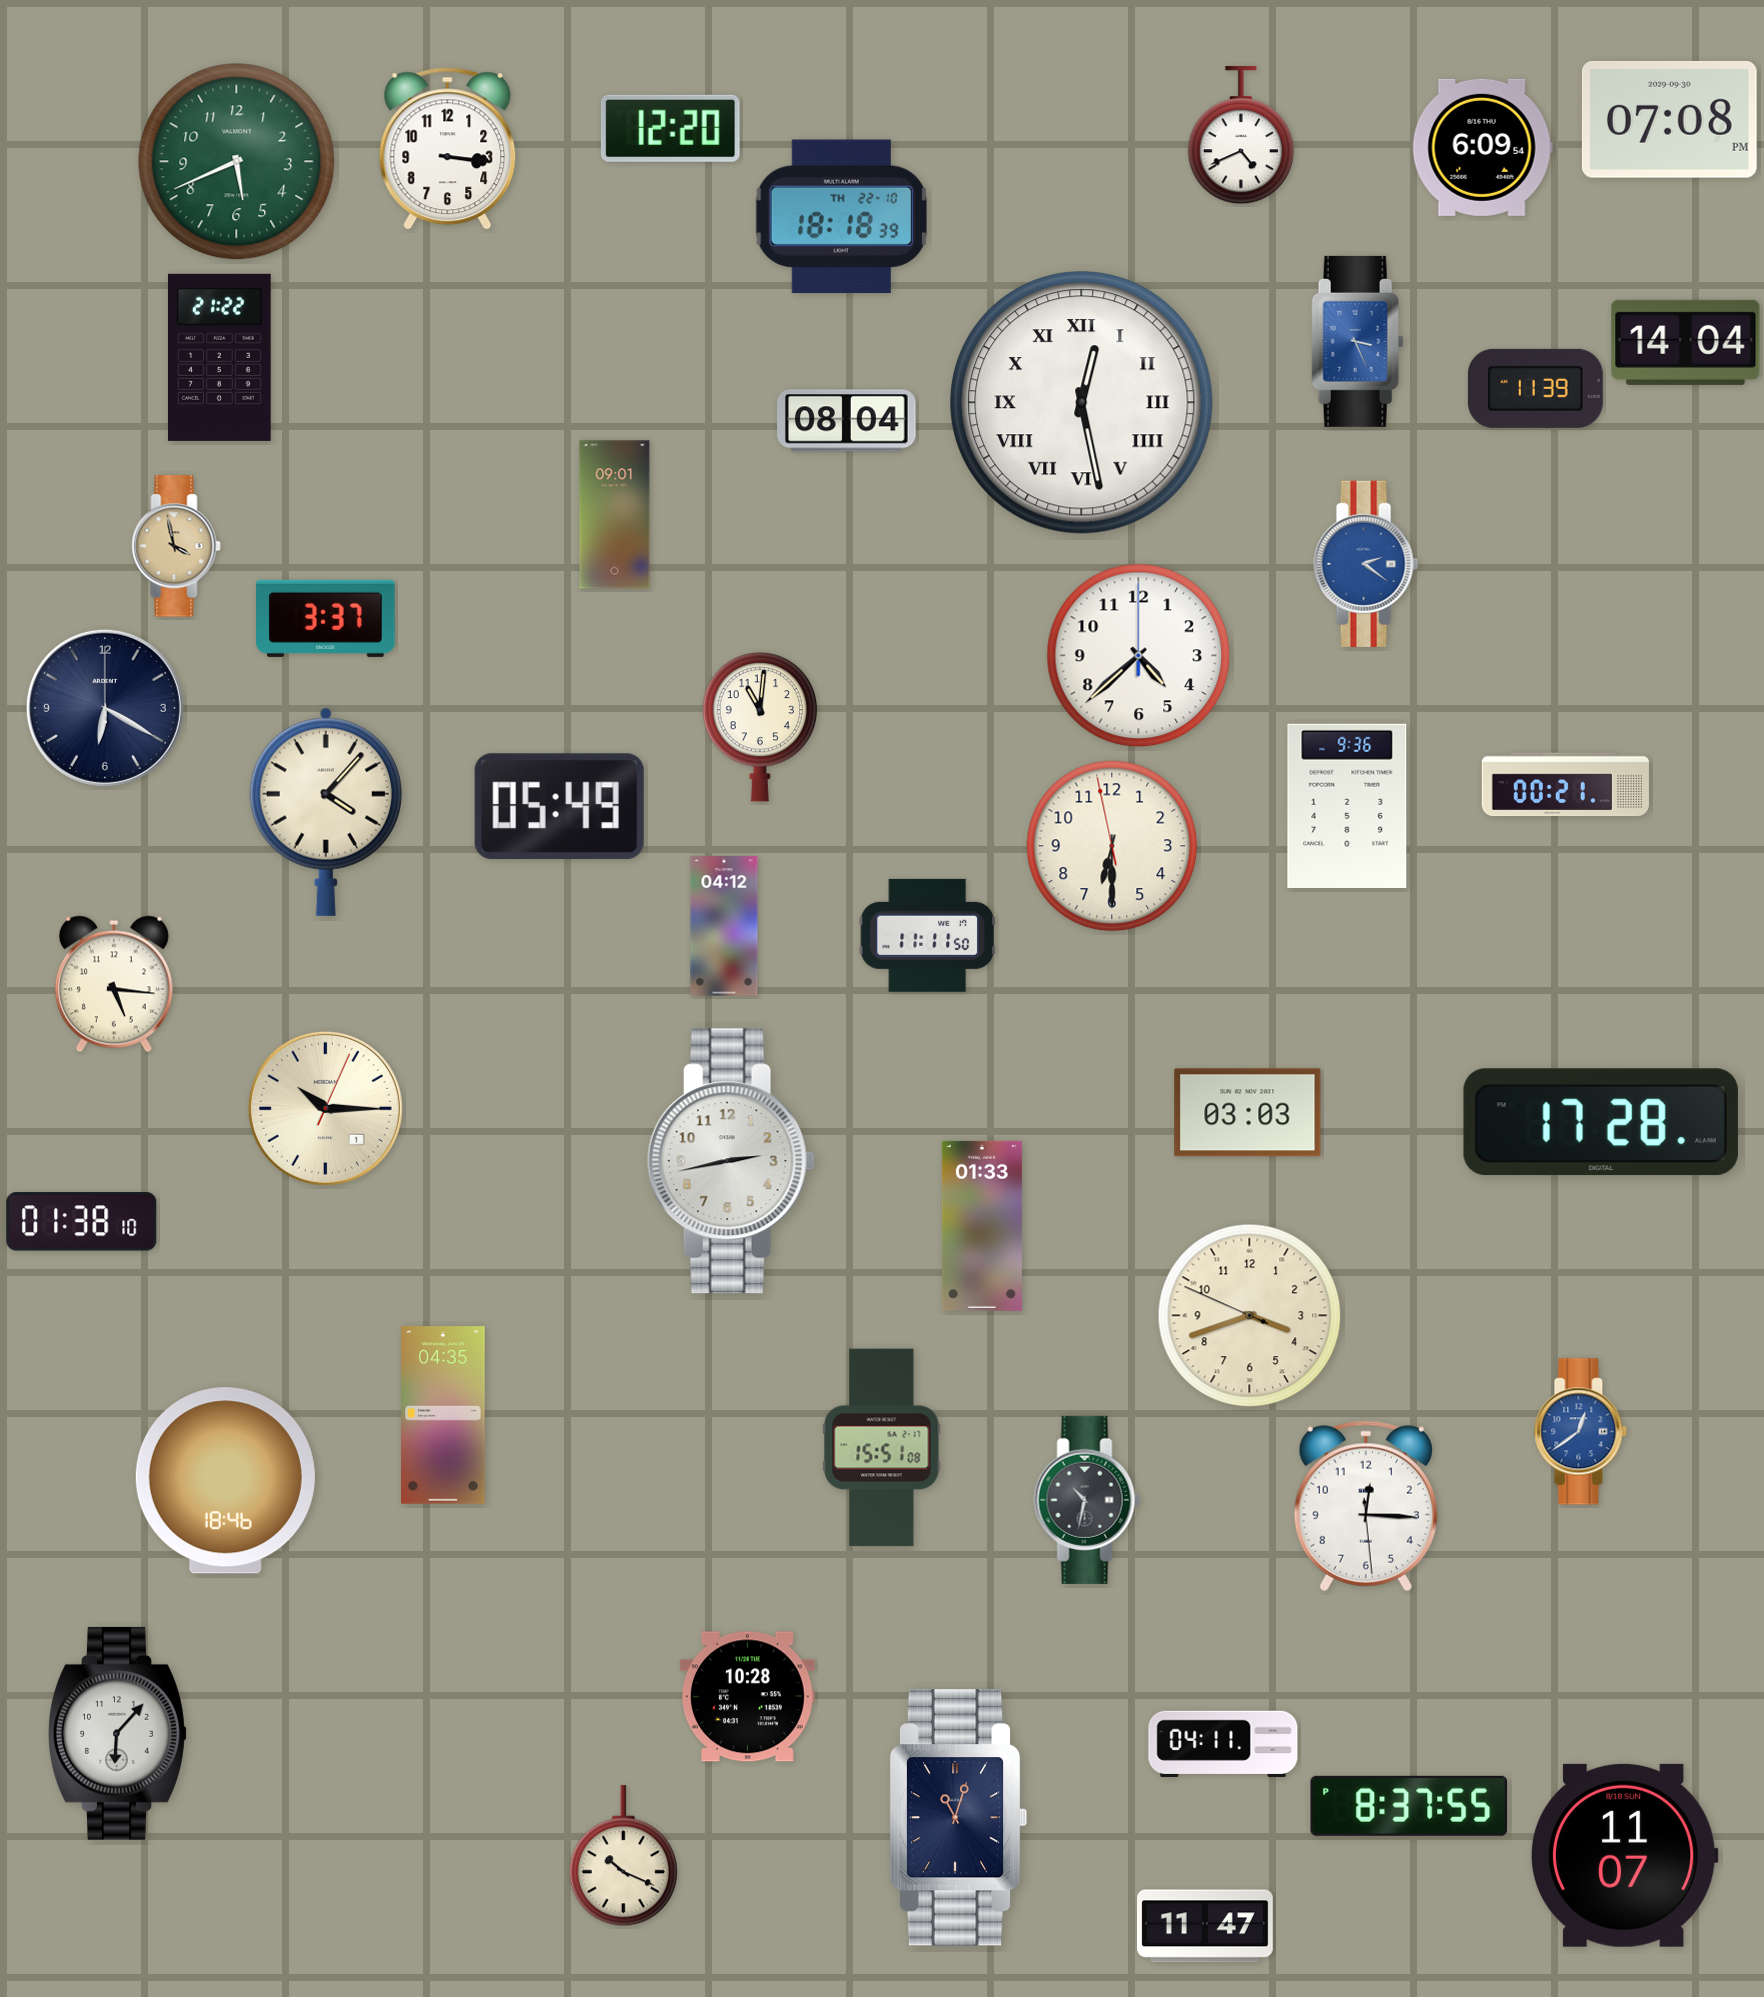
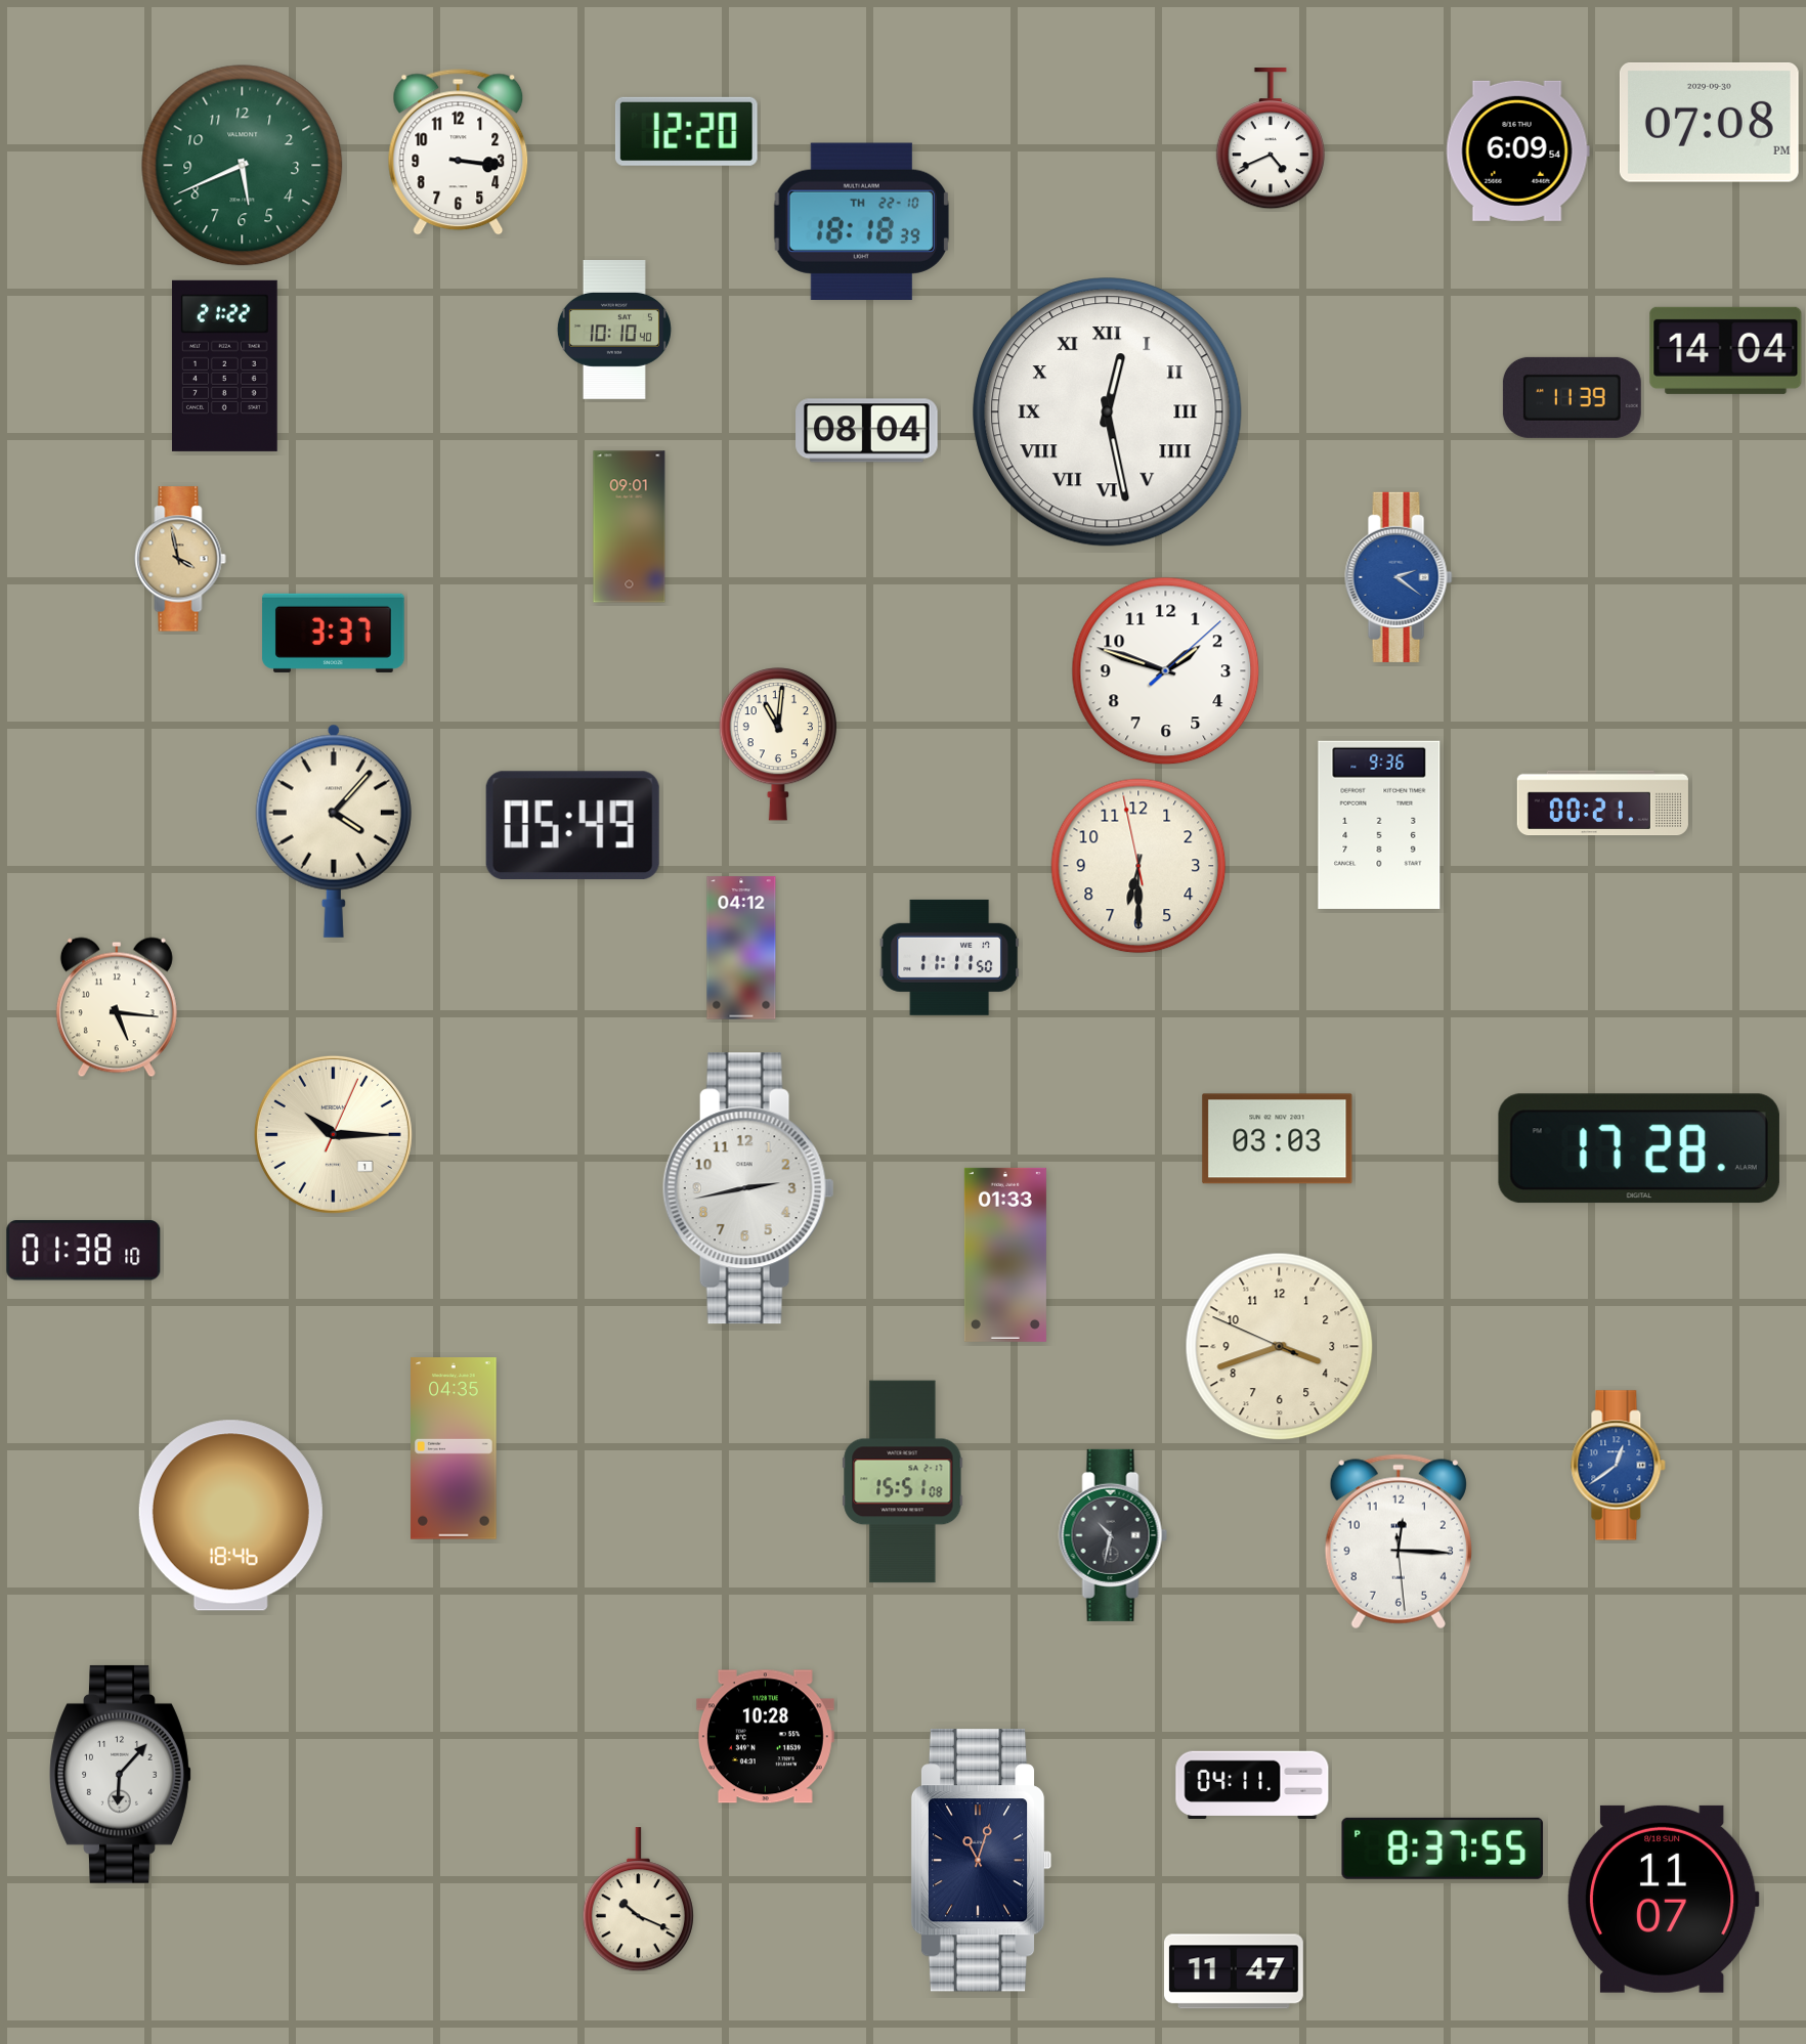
clock at (614, 331): none -> 10:10
clock at (1358, 341): 3:26 -> none
clock at (1139, 656): 4:38 -> 1:48
clock at (105, 708): 6:20 -> none
